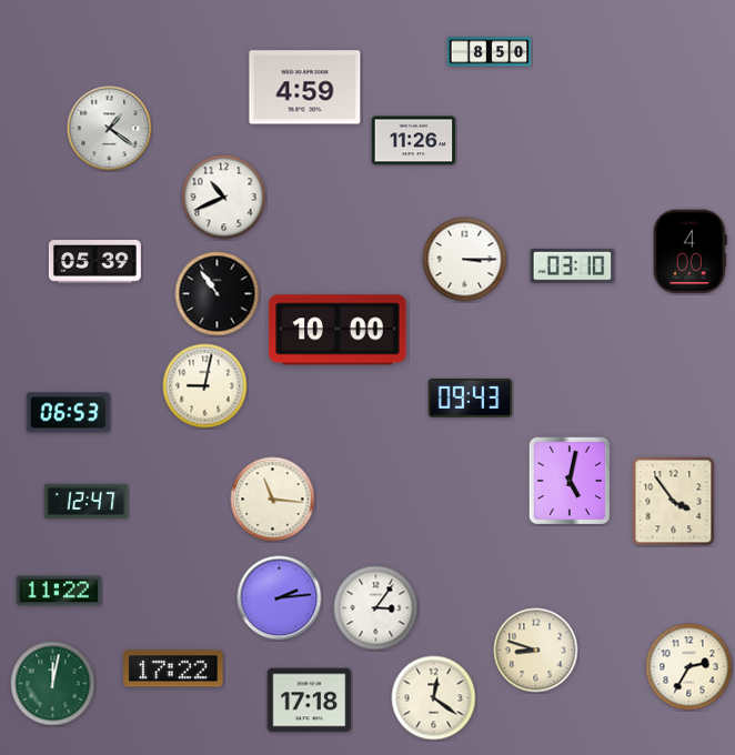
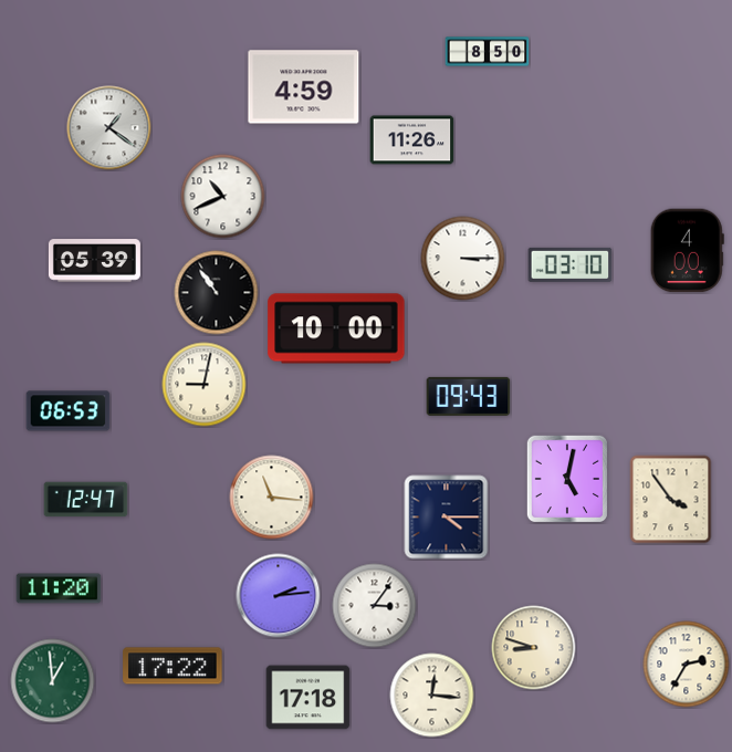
clock at (447, 518): none -> 4:15
clock at (59, 591): 11:22 -> 11:20
clock at (53, 684): 12:02 -> 12:59
clock at (434, 698): 12:21 -> 12:16
